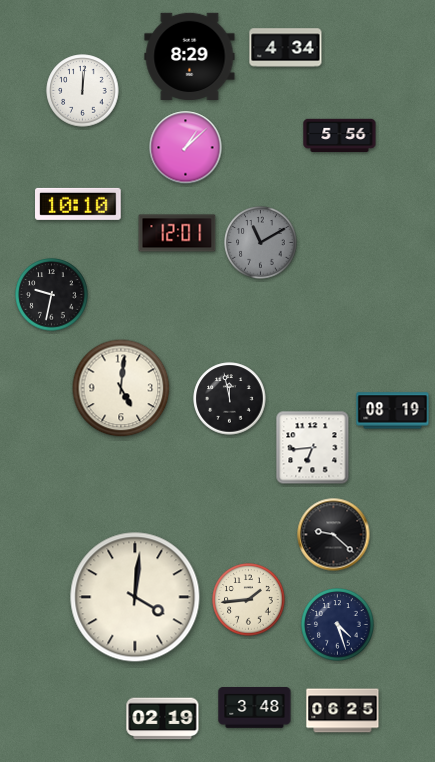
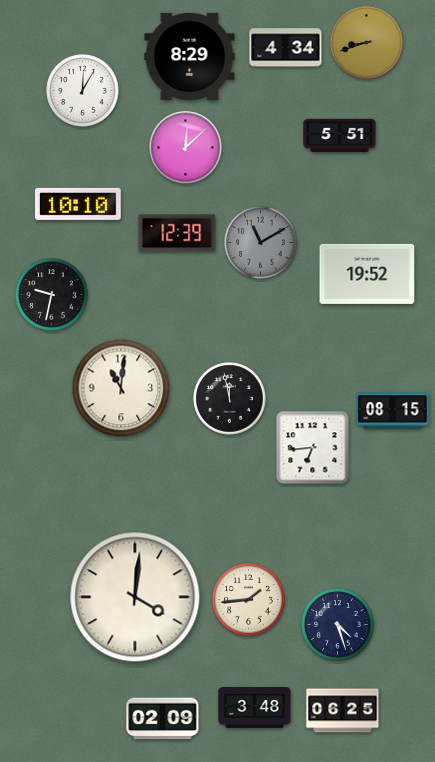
clock at (367, 43): none -> 8:42
clock at (83, 91): 12:01 -> 12:05
clock at (340, 135): 5:56 -> 5:51
clock at (186, 148): 1:08 -> 12:08
clock at (177, 233): 12:01 -> 12:39
clock at (367, 274): none -> 19:52
clock at (121, 388): 5:01 -> 11:01
clock at (393, 411): 08:19 -> 08:15
clock at (334, 535): 9:22 -> none
clock at (163, 719): 02:19 -> 02:09
